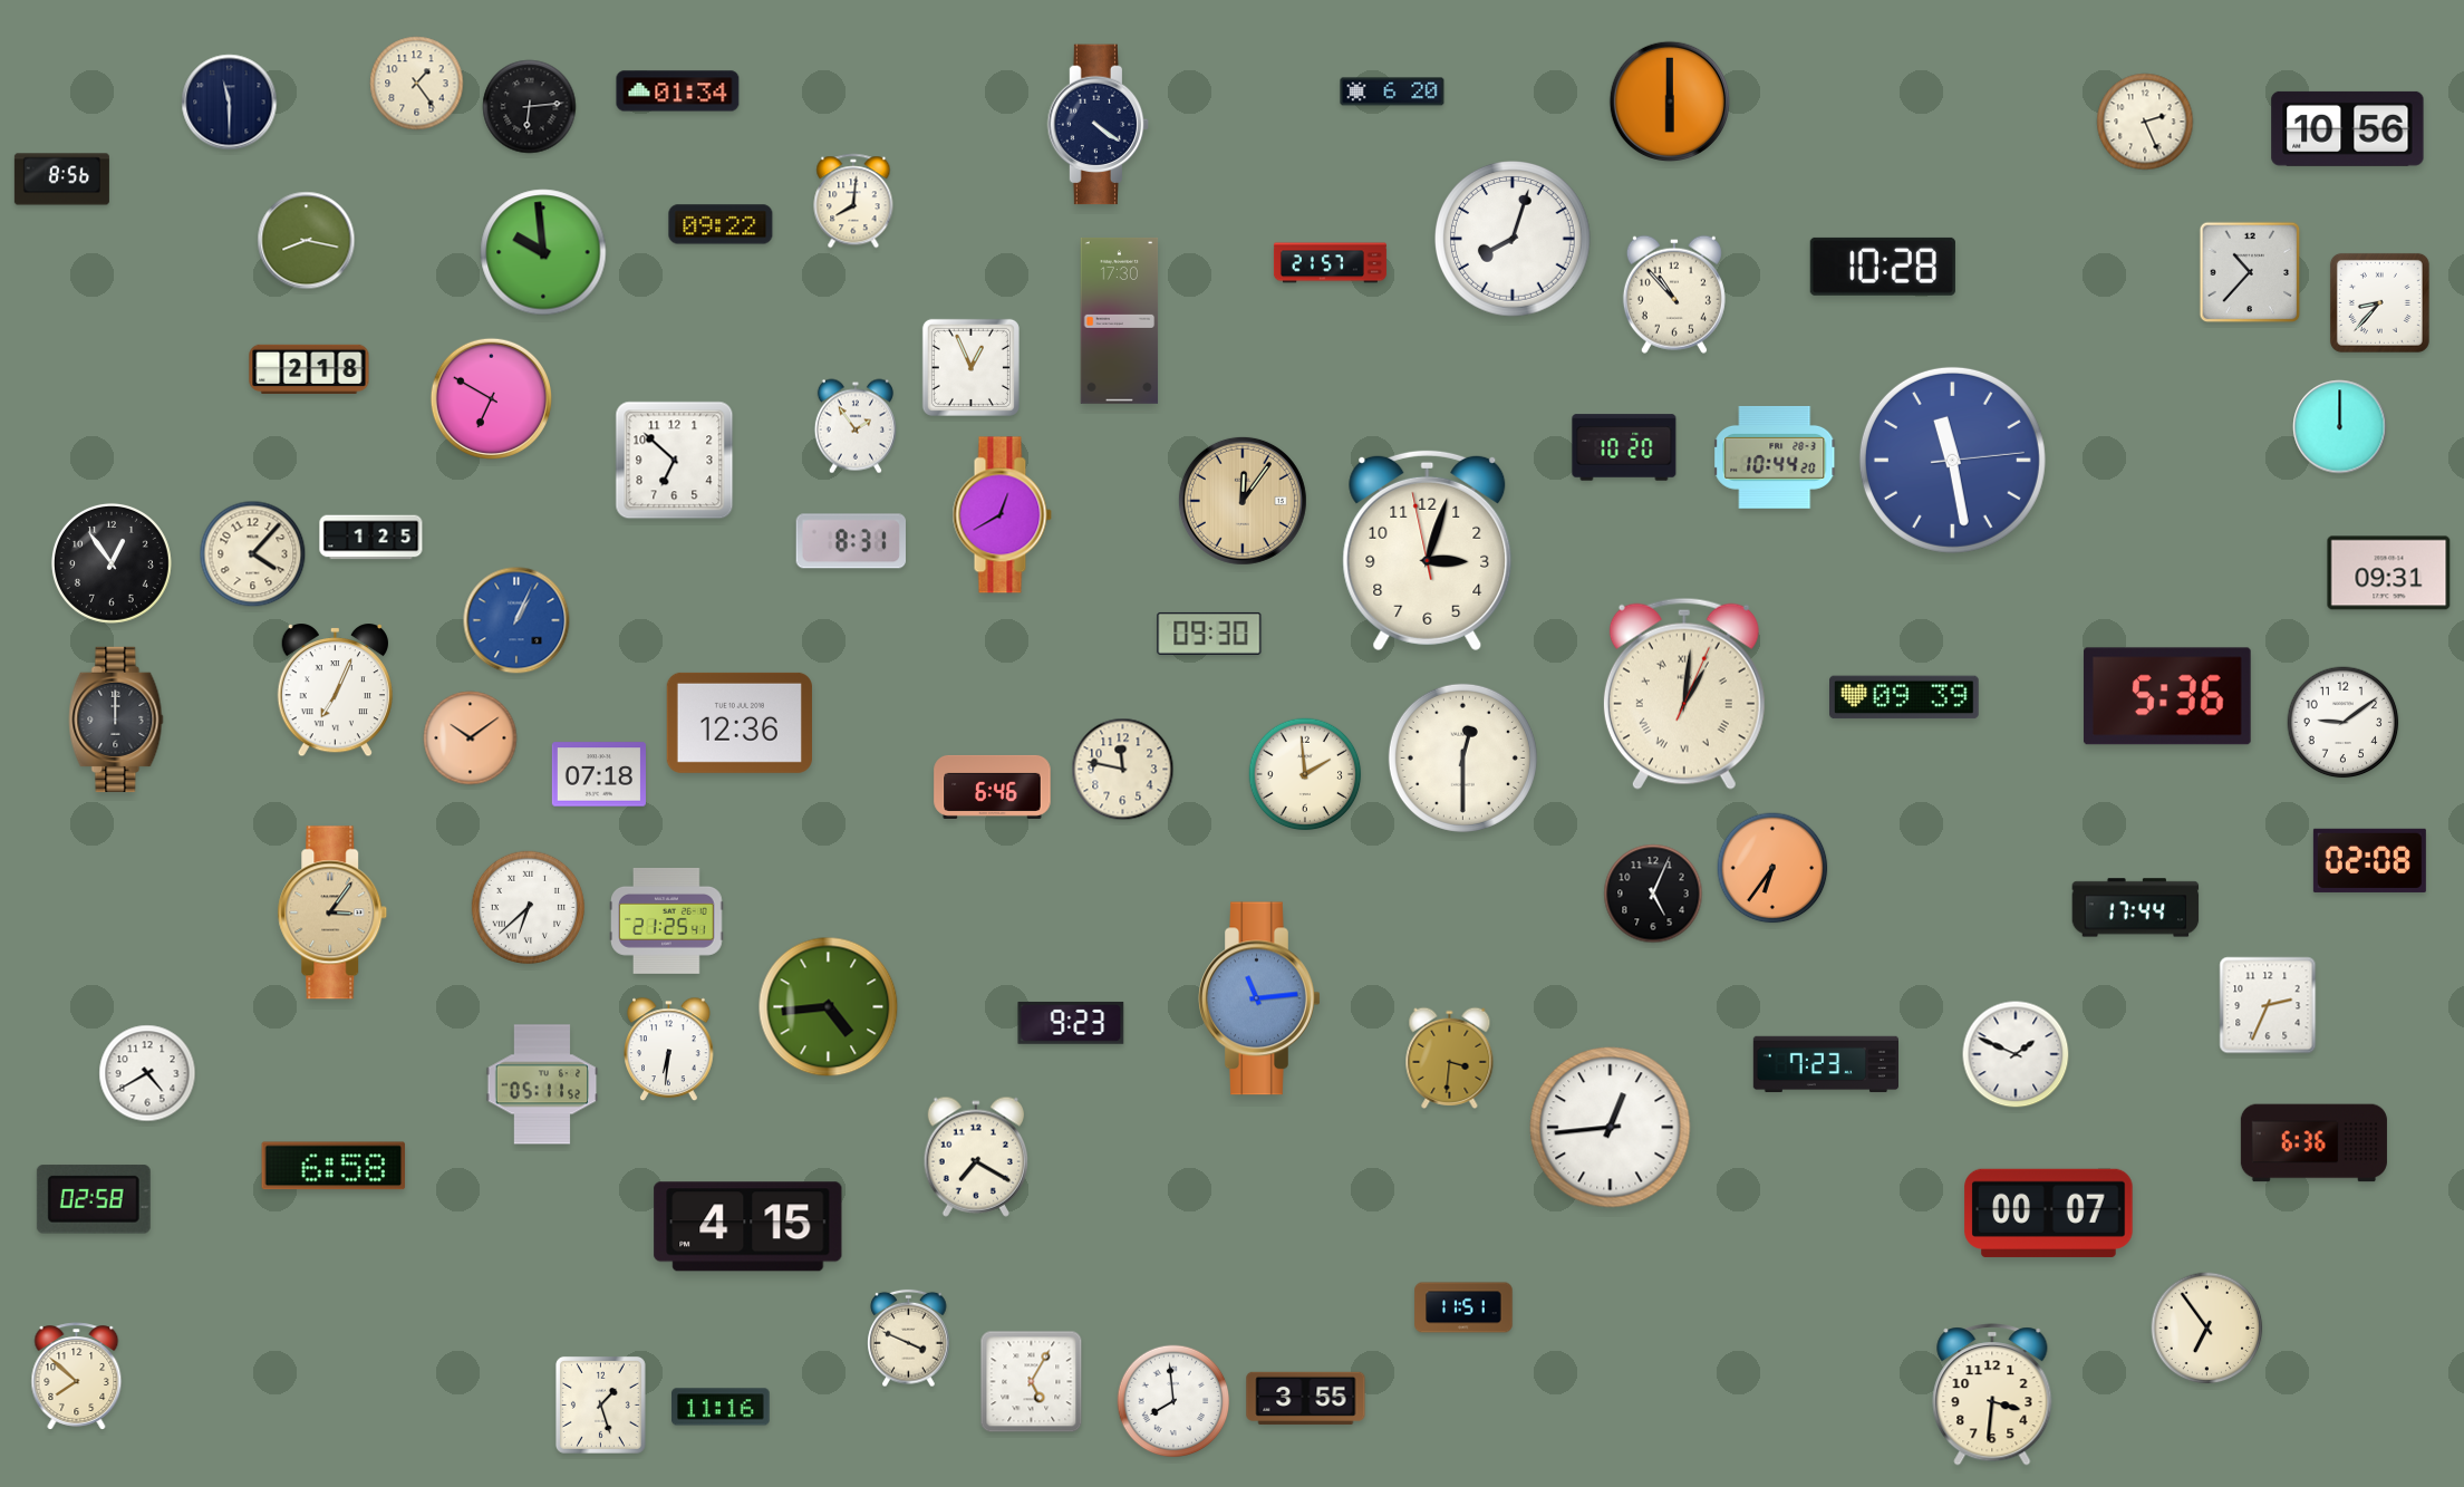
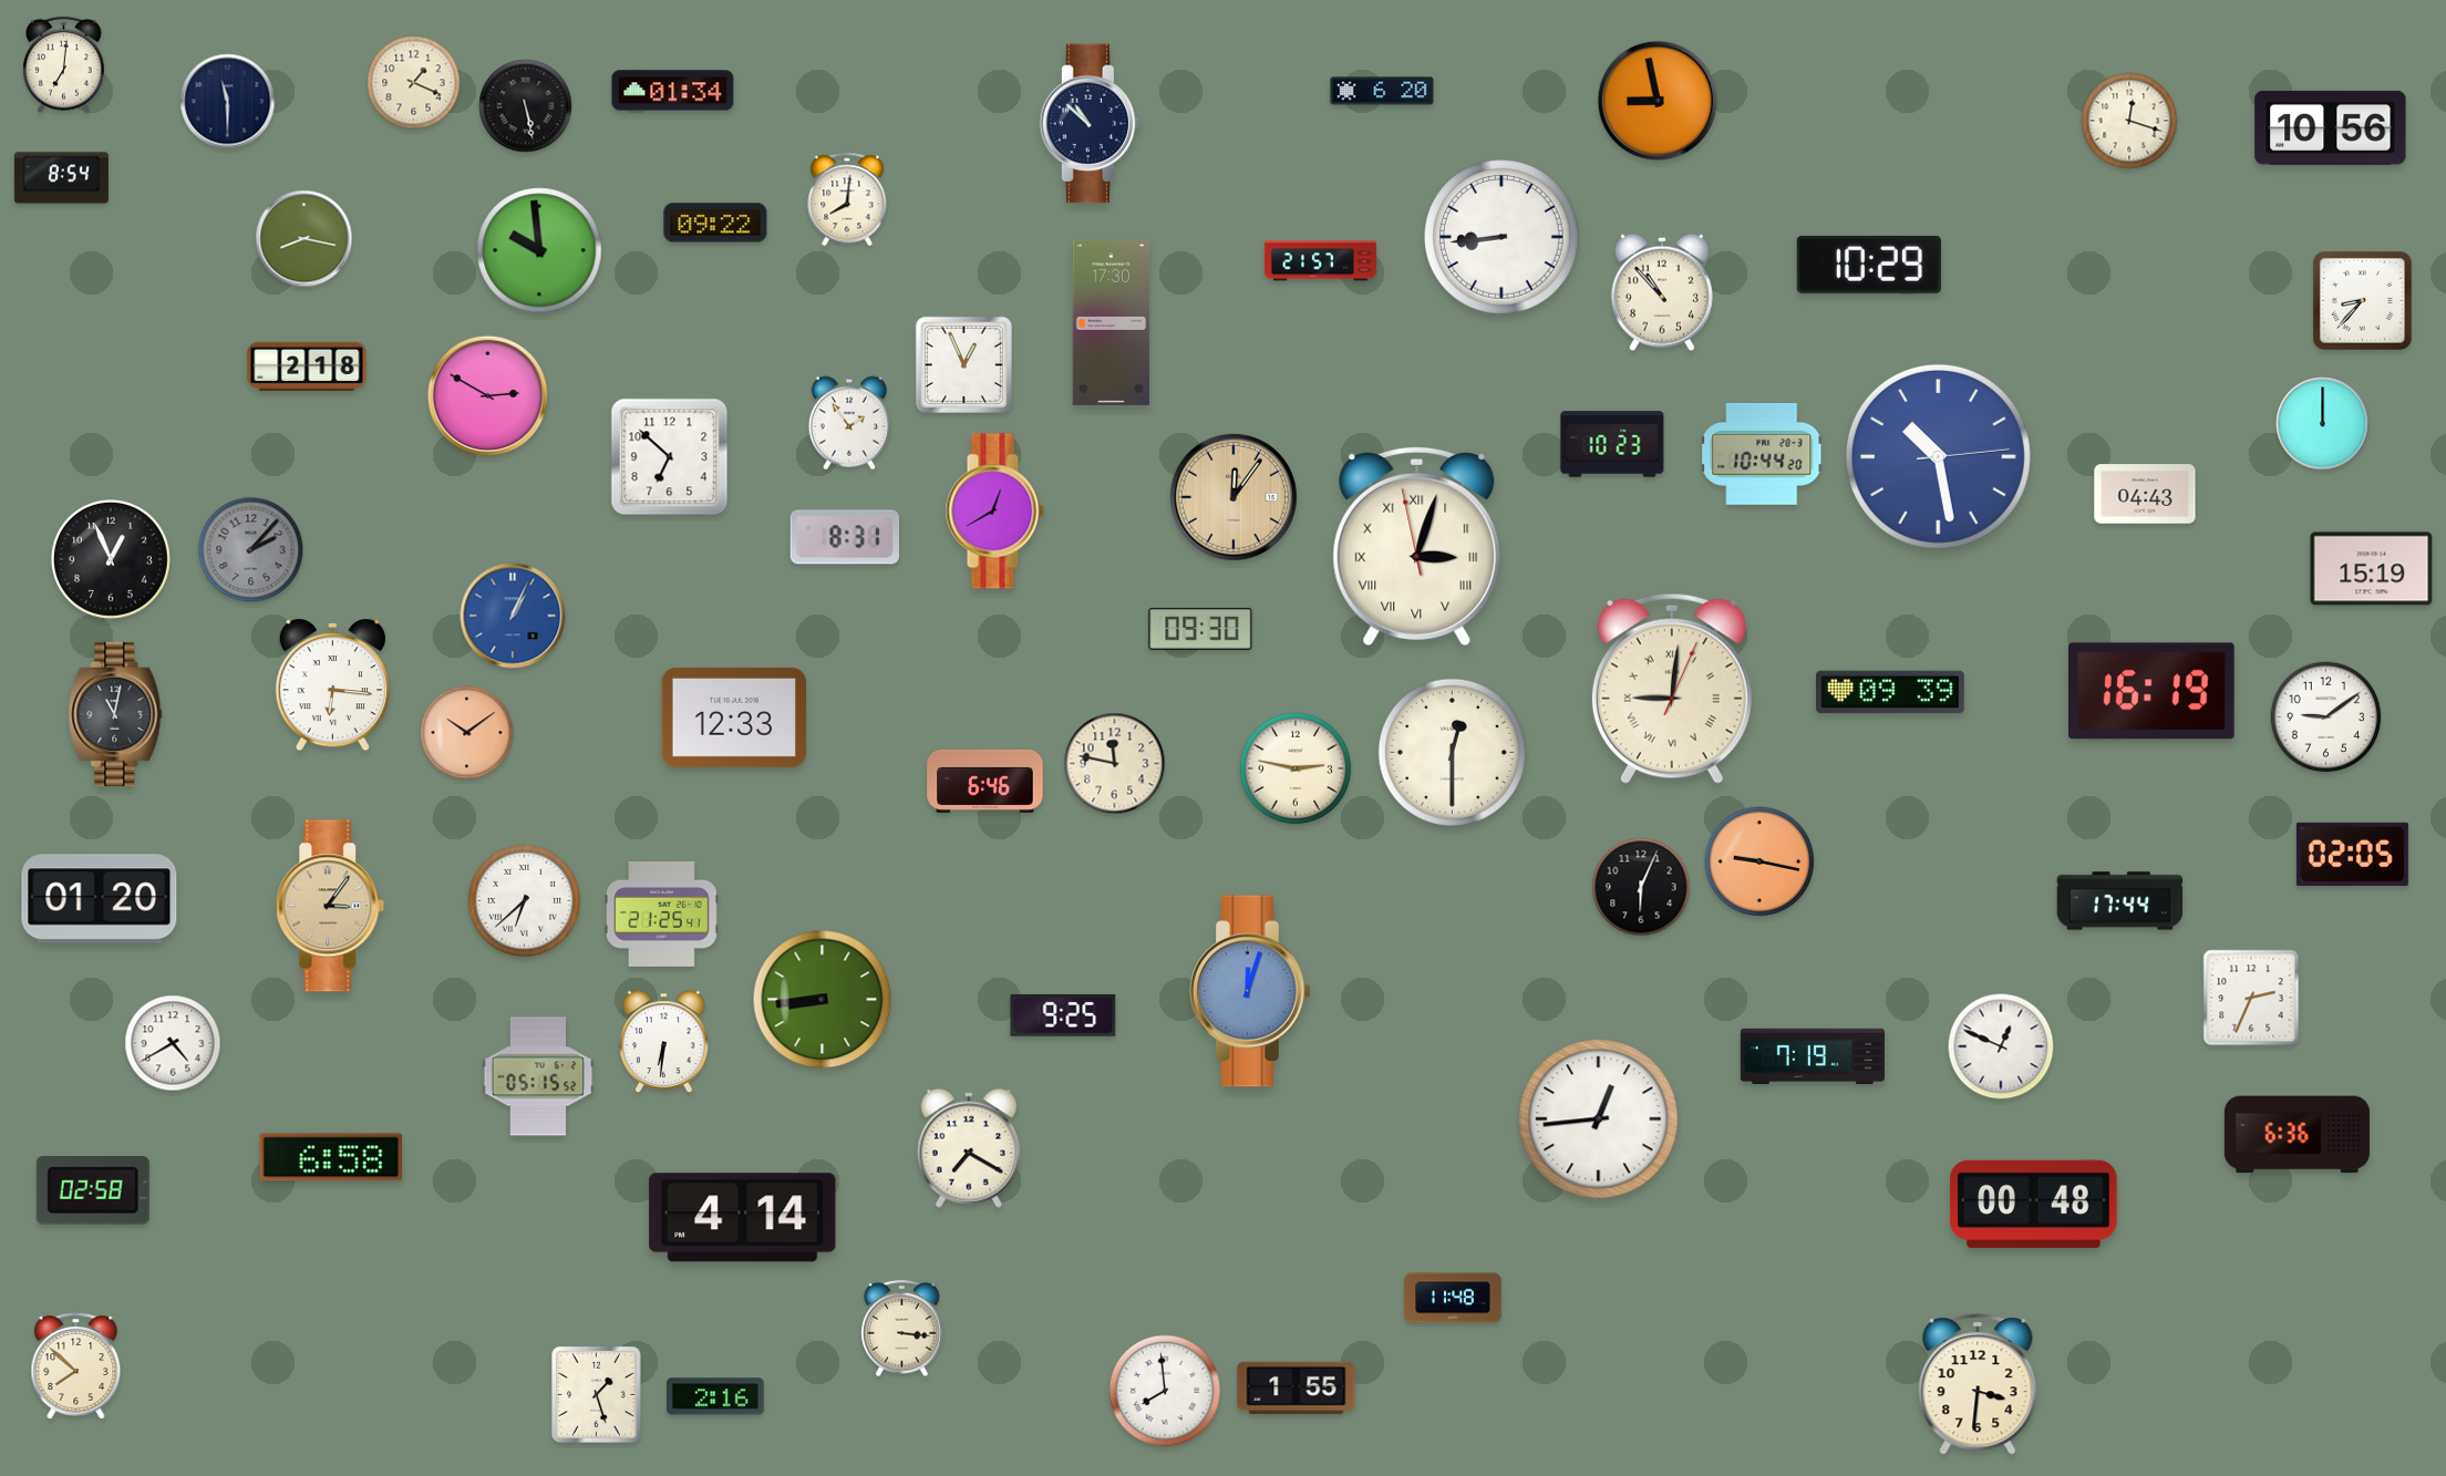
clock at (64, 65): none -> 7:01
clock at (417, 84): 1:24 -> 1:19
clock at (1669, 100): 6:00 -> 8:58
clock at (530, 107): 6:14 -> 5:28
clock at (2145, 122): 2:26 -> 12:18
clock at (1099, 125): 4:21 -> 10:52
clock at (61, 180): 8:56 -> 8:54
clock at (1514, 240): 8:03 -> 8:44
clock at (1883, 267): 10:28 -> 10:29
clock at (2250, 272): 10:37 -> none
clock at (1120, 321) position: (1120, 321) -> (1112, 323)
clock at (491, 398): 6:50 -> 2:50
clock at (1624, 447): 10:20 -> 10:23
clock at (1952, 460): 11:28 -> 10:28
clock at (2145, 494): none -> 04:43
clock at (371, 538): 1:25 -> none
clock at (1428, 550) numerals: Arabic -> Roman
clock at (253, 554): 4:07 -> 2:07
clock at (253, 554) dial: cream -> grey
clock at (112, 563): 12:54 -> 12:56
clock at (2389, 573): 09:31 -> 15:19
clock at (335, 692): 7:04 -> 6:16
clock at (1684, 694): 1:01 -> 9:01
clock at (2167, 696): 5:36 -> 16:19
clock at (116, 720): 12:00 -> 11:02
clock at (740, 723): 12:36 -> 12:33
clock at (599, 774): 07:18 -> none
clock at (1305, 774): 1:59 -> 2:47
clock at (2369, 860): 02:08 -> 02:05
clock at (1772, 868): 6:36 -> 9:17
clock at (1653, 894): 5:04 -> 6:04
clock at (100, 899): none -> 01:20
clock at (1259, 998): 11:14 -> 12:03
clock at (829, 1007): 4:44 -> 8:44
clock at (1071, 1023): 9:23 -> 9:25
clock at (2016, 1054): 1:49 -> 12:49
clock at (1450, 1058): 3:31 -> none
clock at (1825, 1064): 7:23 -> 7:19
clock at (147, 1073) position: (147, 1073) -> (173, 1043)
clock at (542, 1084): 05:11 -> 05:15
clock at (2049, 1213): 00:07 -> 00:48
clock at (748, 1227): 4:15 -> 4:14
clock at (1463, 1307): 11:51 -> 11:48
clock at (2207, 1329): 6:54 -> none
clock at (909, 1339): 3:49 -> 3:16
clock at (1032, 1382): 5:05 -> none
clock at (1306, 1398): 3:55 -> 1:55
clock at (721, 1407): 11:16 -> 2:16
